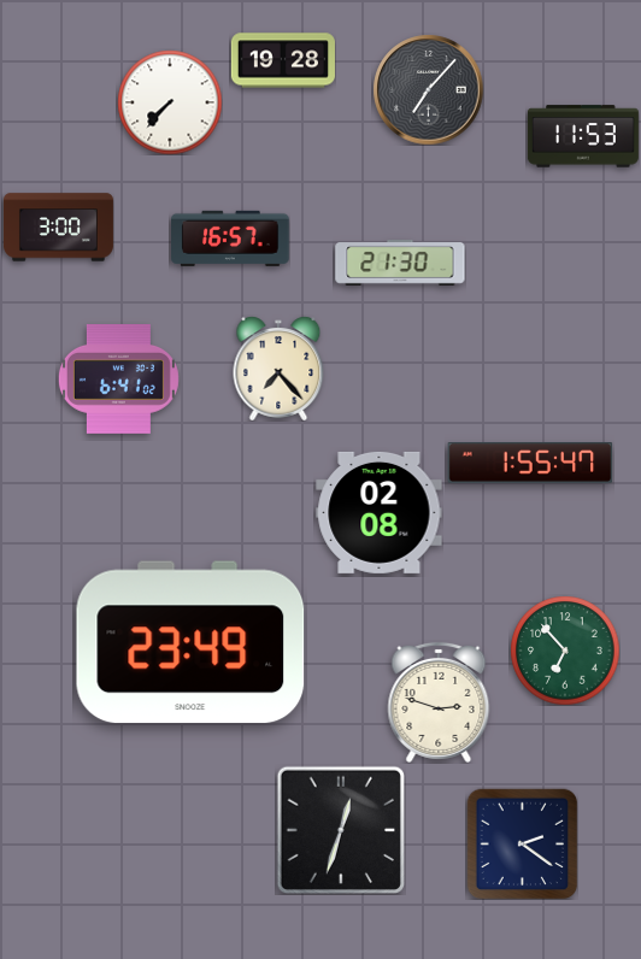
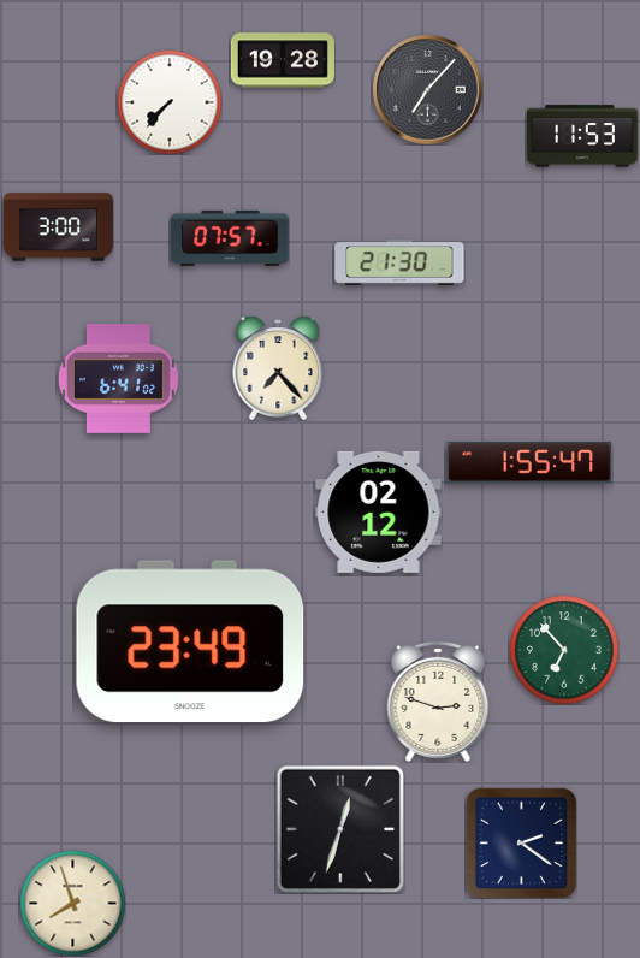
clock at (230, 239): 16:57 -> 07:57
clock at (380, 512): 02:08 -> 02:12
clock at (72, 903): none -> 7:57
